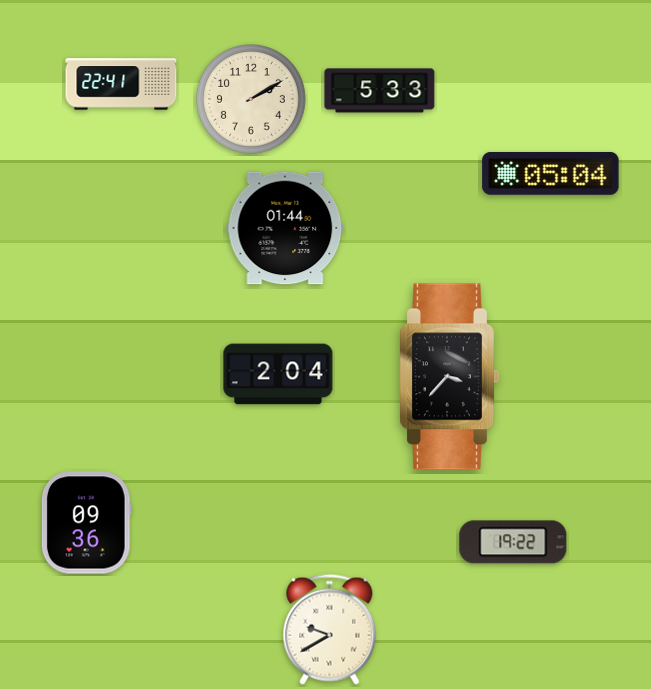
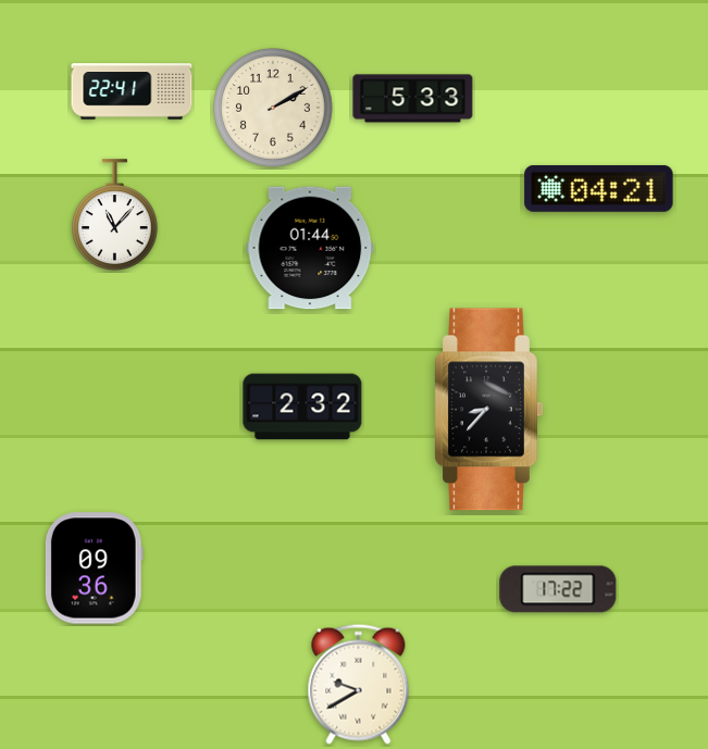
clock at (551, 173): 05:04 -> 04:21
clock at (115, 215): none -> 11:07
clock at (278, 374): 2:04 -> 2:32
clock at (449, 377): 3:37 -> 8:37
clock at (513, 542): 19:22 -> 17:22
